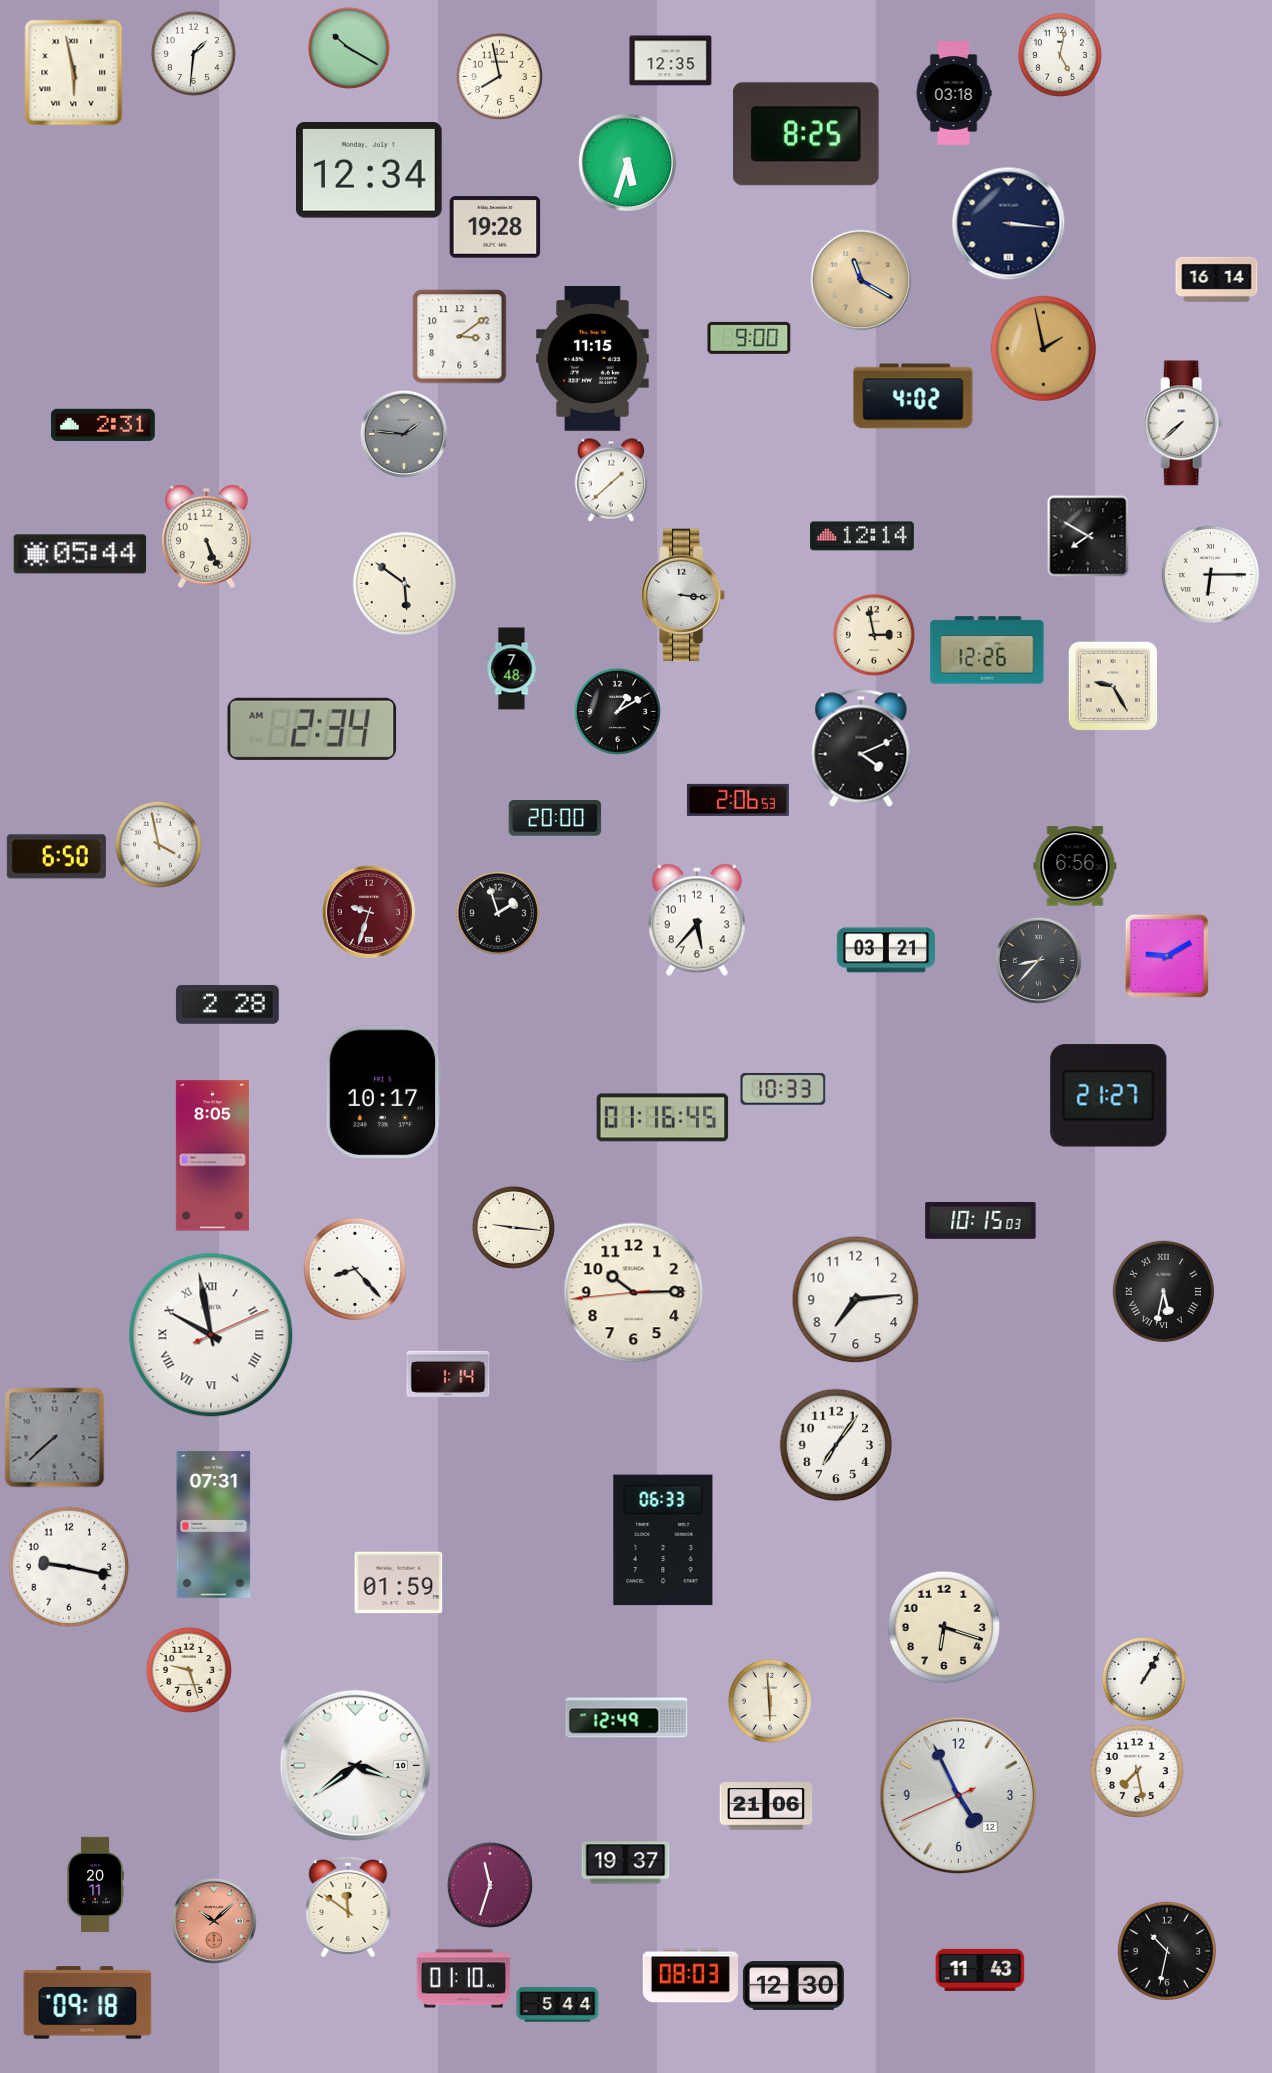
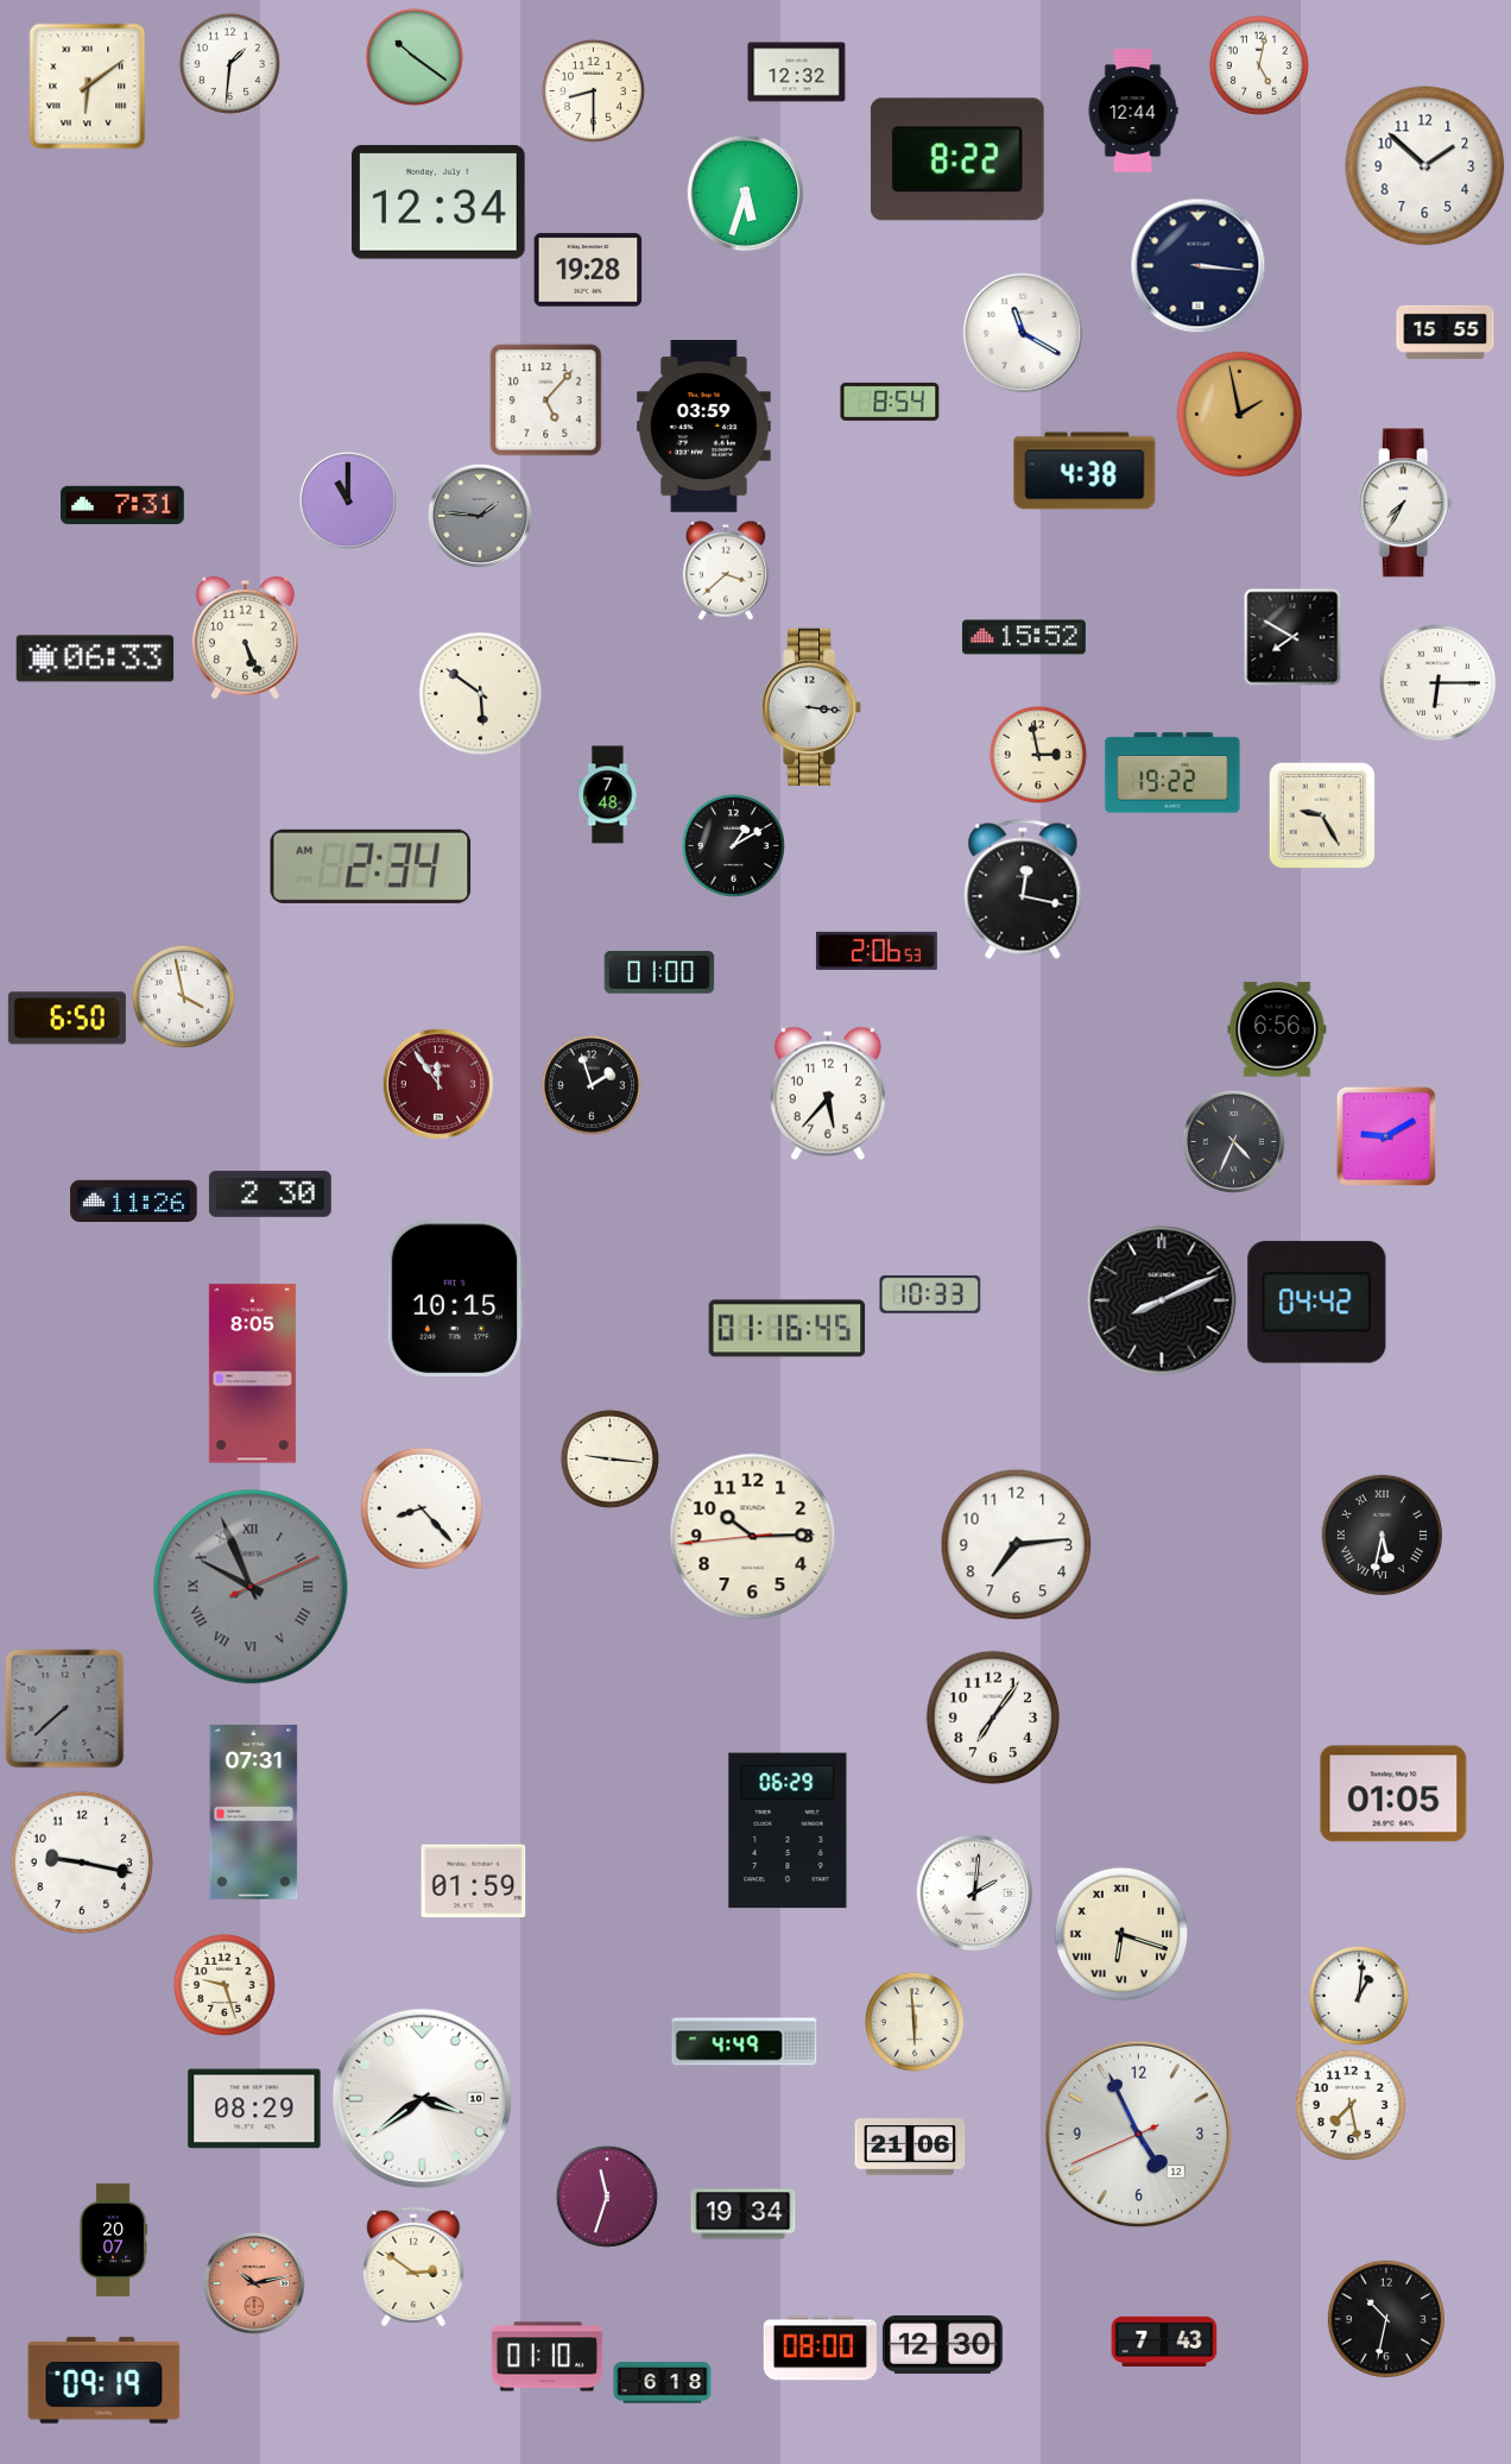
clock at (349, 48): 10:20 -> 10:21
clock at (671, 61): 12:35 -> 12:32
clock at (74, 73): 5:58 -> 6:09
clock at (499, 76): 7:58 -> 8:30
clock at (954, 93): 03:18 -> 12:44
clock at (806, 134): 8:25 -> 8:22
clock at (1425, 166): none -> 1:52
clock at (1217, 279): 16:14 -> 15:55
clock at (861, 280) dial: champagne -> white
clock at (460, 337): 3:09 -> 5:07
clock at (749, 338): 9:00 -> 8:54
clock at (593, 359): 11:15 -> 03:59
clock at (913, 396): 4:02 -> 4:38
clock at (349, 502): none -> 11:00
clock at (1183, 423): 7:38 -> 7:35
clock at (104, 425): 2:31 -> 7:31
clock at (611, 480): 1:38 -> 3:38
clock at (863, 536): 12:14 -> 15:52
clock at (80, 554): 05:44 -> 06:33
clock at (987, 650): 12:26 -> 19:22
clock at (861, 748): 4:11 -> 12:17
clock at (555, 818): 20:00 -> 01:00
clock at (158, 844) position: (158, 844) -> (183, 996)
clock at (368, 911): 9:33 -> 11:54
clock at (886, 950): 03:21 -> none
clock at (1038, 960): 8:37 -> 4:34
clock at (227, 1004): 2:28 -> 2:30
clock at (134, 1201): none -> 11:26
clock at (383, 1093): 10:17 -> 10:15
clock at (1162, 1300): none -> 8:11
clock at (1109, 1096): 21:27 -> 04:42
clock at (981, 1221): 10:15 -> none
clock at (211, 1335): 9:58 -> 9:56
clock at (211, 1335) dial: white -> grey
clock at (448, 1374): 1:14 -> none
clock at (1393, 1794): none -> 01:05
clock at (663, 1540): 06:33 -> 06:29
clock at (975, 1893): none -> 2:01
clock at (944, 1627) numerals: Arabic -> Roman
clock at (1144, 1679): 1:05 -> 1:01
clock at (627, 1718): 12:49 -> 4:49
clock at (254, 2109): none -> 08:29
clock at (626, 1863): 19:37 -> 19:34
clock at (95, 1885): 20:11 -> 20:07
clock at (490, 1885) position: (490, 1885) -> (607, 2197)
clock at (348, 1907): 11:51 -> 2:51
clock at (214, 1921): 10:08 -> 10:13
clock at (980, 1970): 11:43 -> 7:43
clock at (690, 1976): 08:03 -> 08:00
clock at (464, 1979) position: (464, 1979) -> (548, 2357)
clock at (793, 1985) position: (793, 1985) -> (942, 2344)
clock at (88, 2003): 09:18 -> 09:19
clock at (558, 2005): 5:44 -> 6:18
